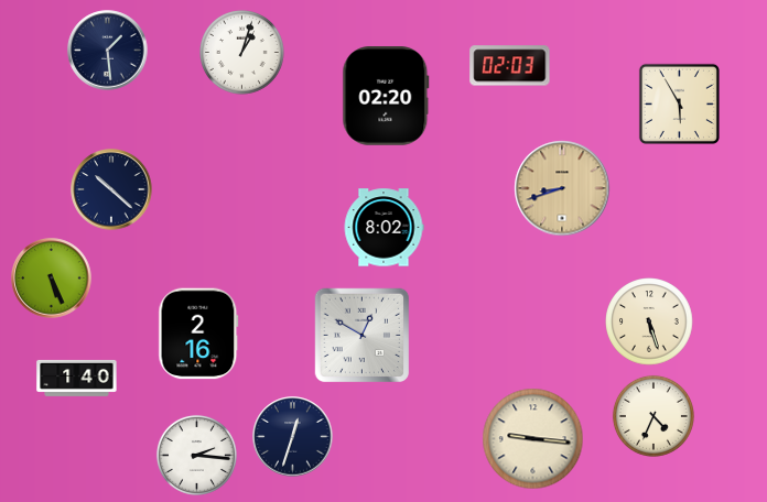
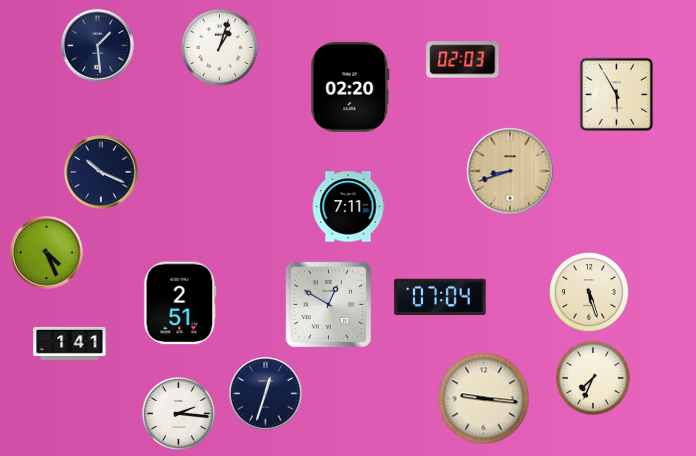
clock at (111, 189): 10:22 -> 10:19
clock at (383, 228): 8:02 -> 7:11
clock at (52, 279): 5:26 -> 4:26
clock at (440, 297): none -> 07:04
clock at (198, 334): 2:16 -> 2:51
clock at (77, 378): 1:40 -> 1:41
clock at (653, 416): 4:34 -> 7:34
clock at (293, 437) position: (293, 437) -> (266, 394)
